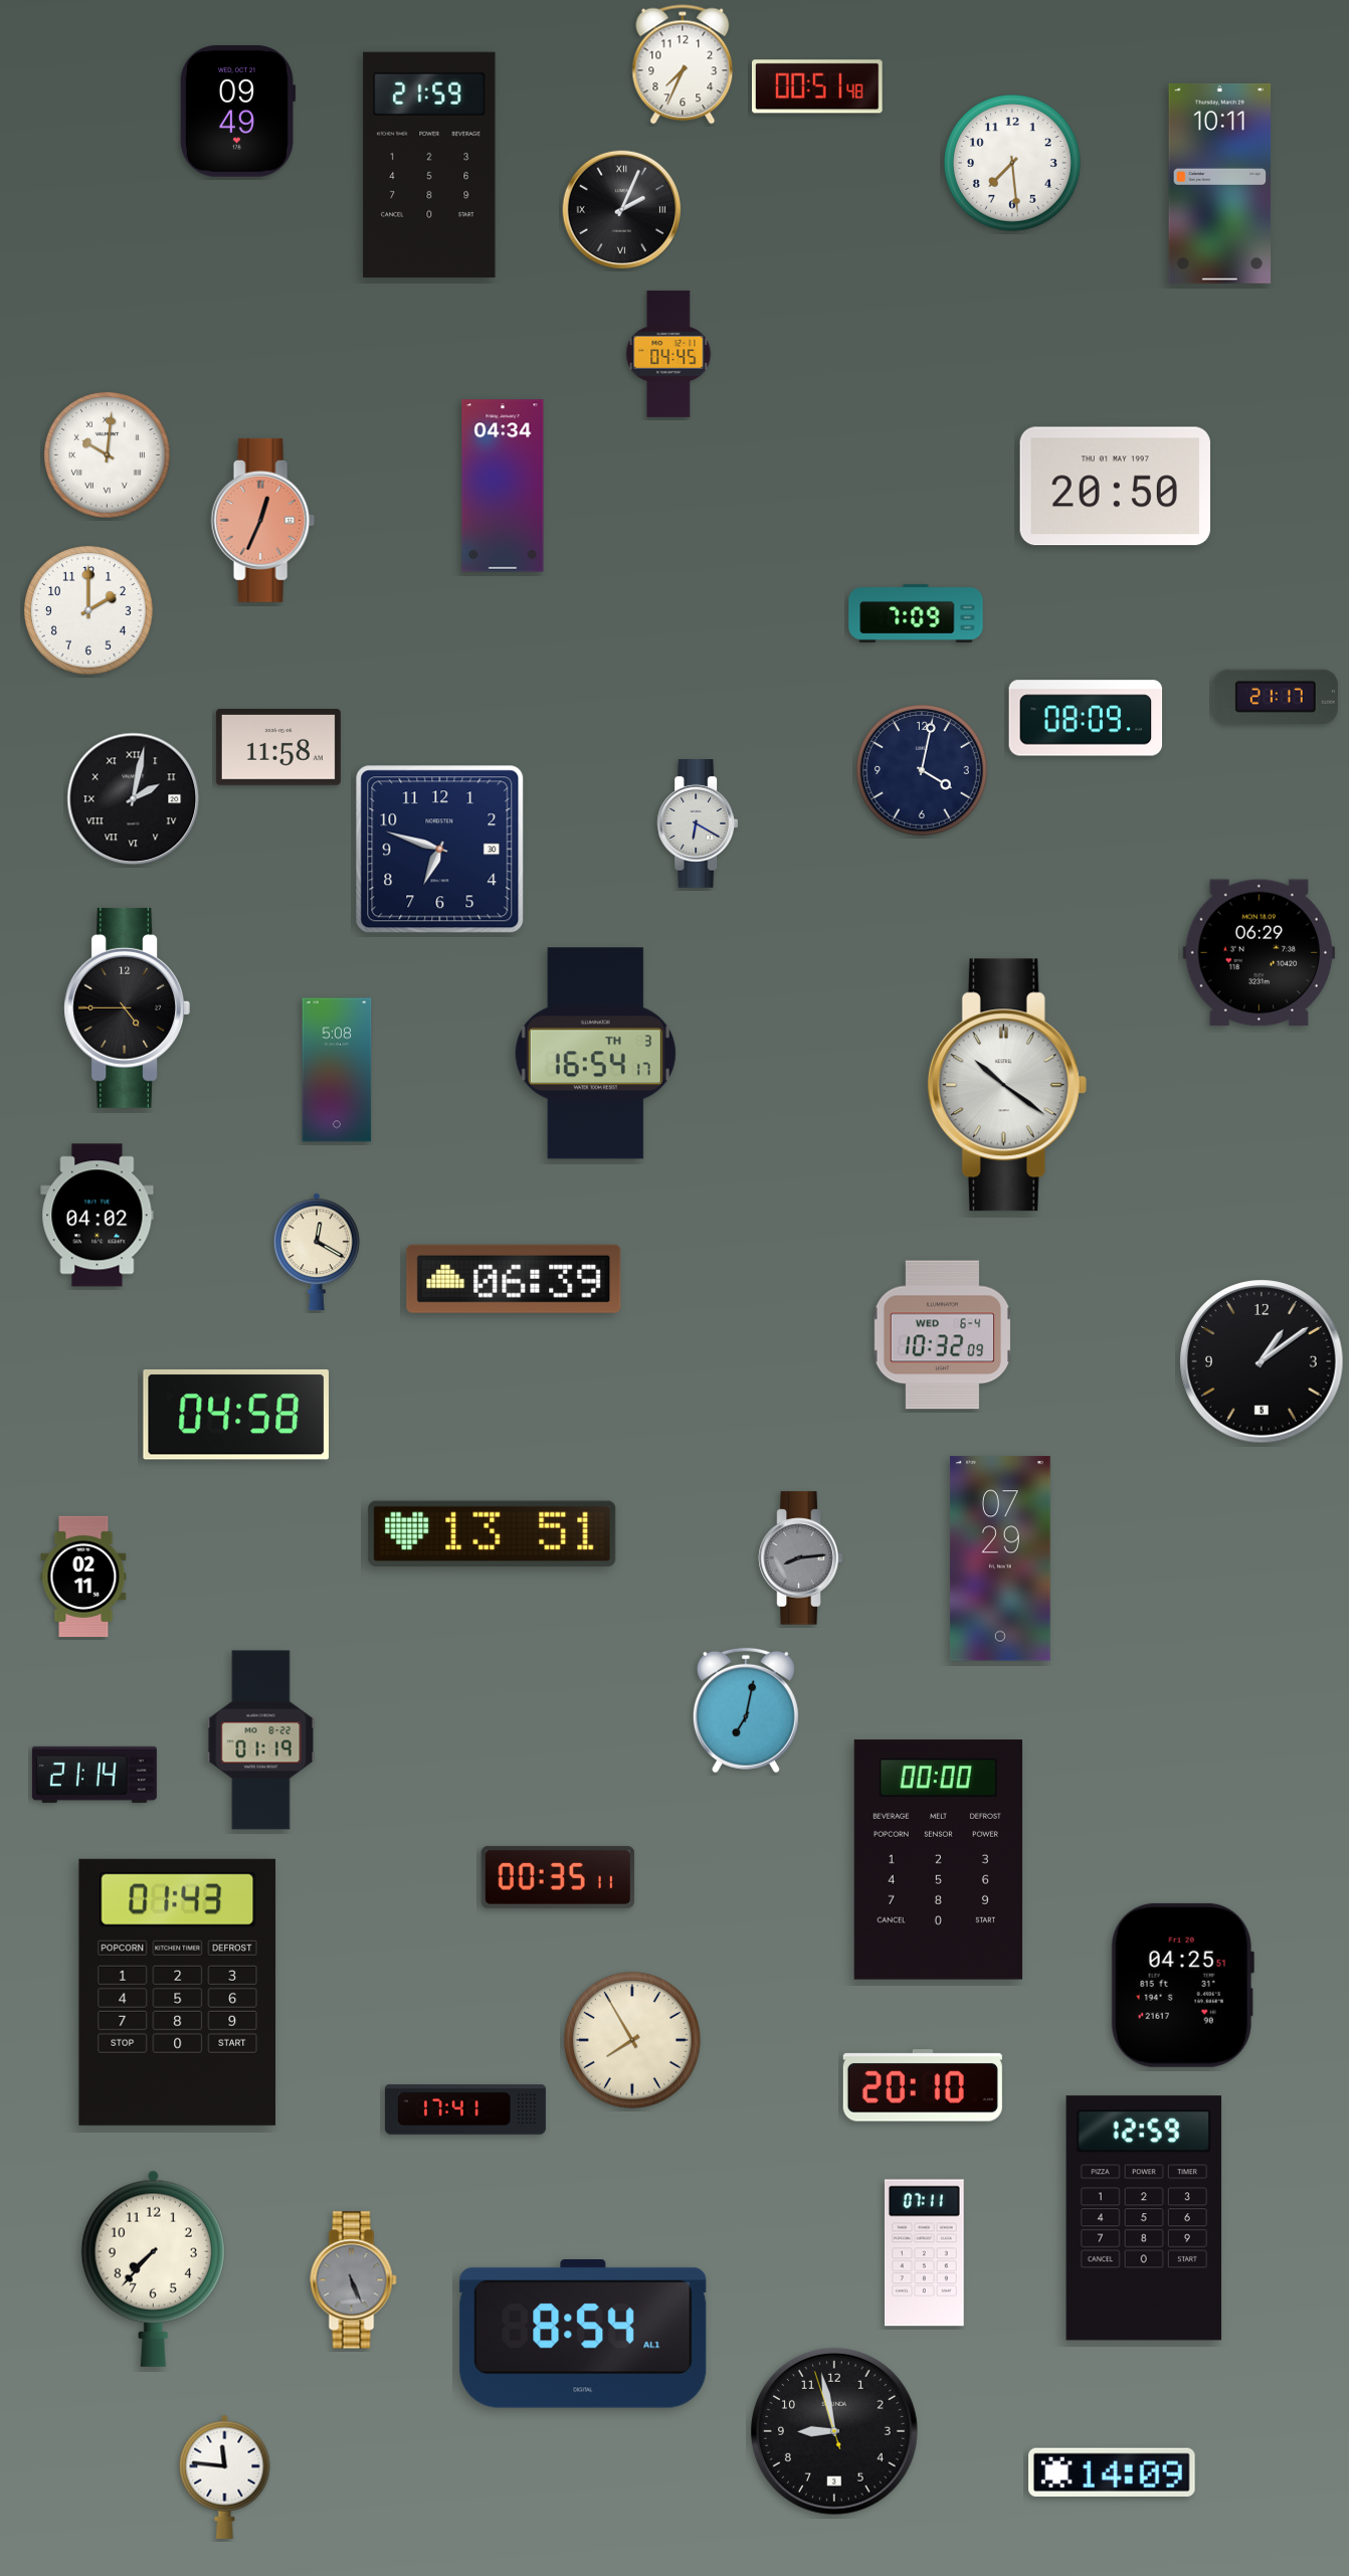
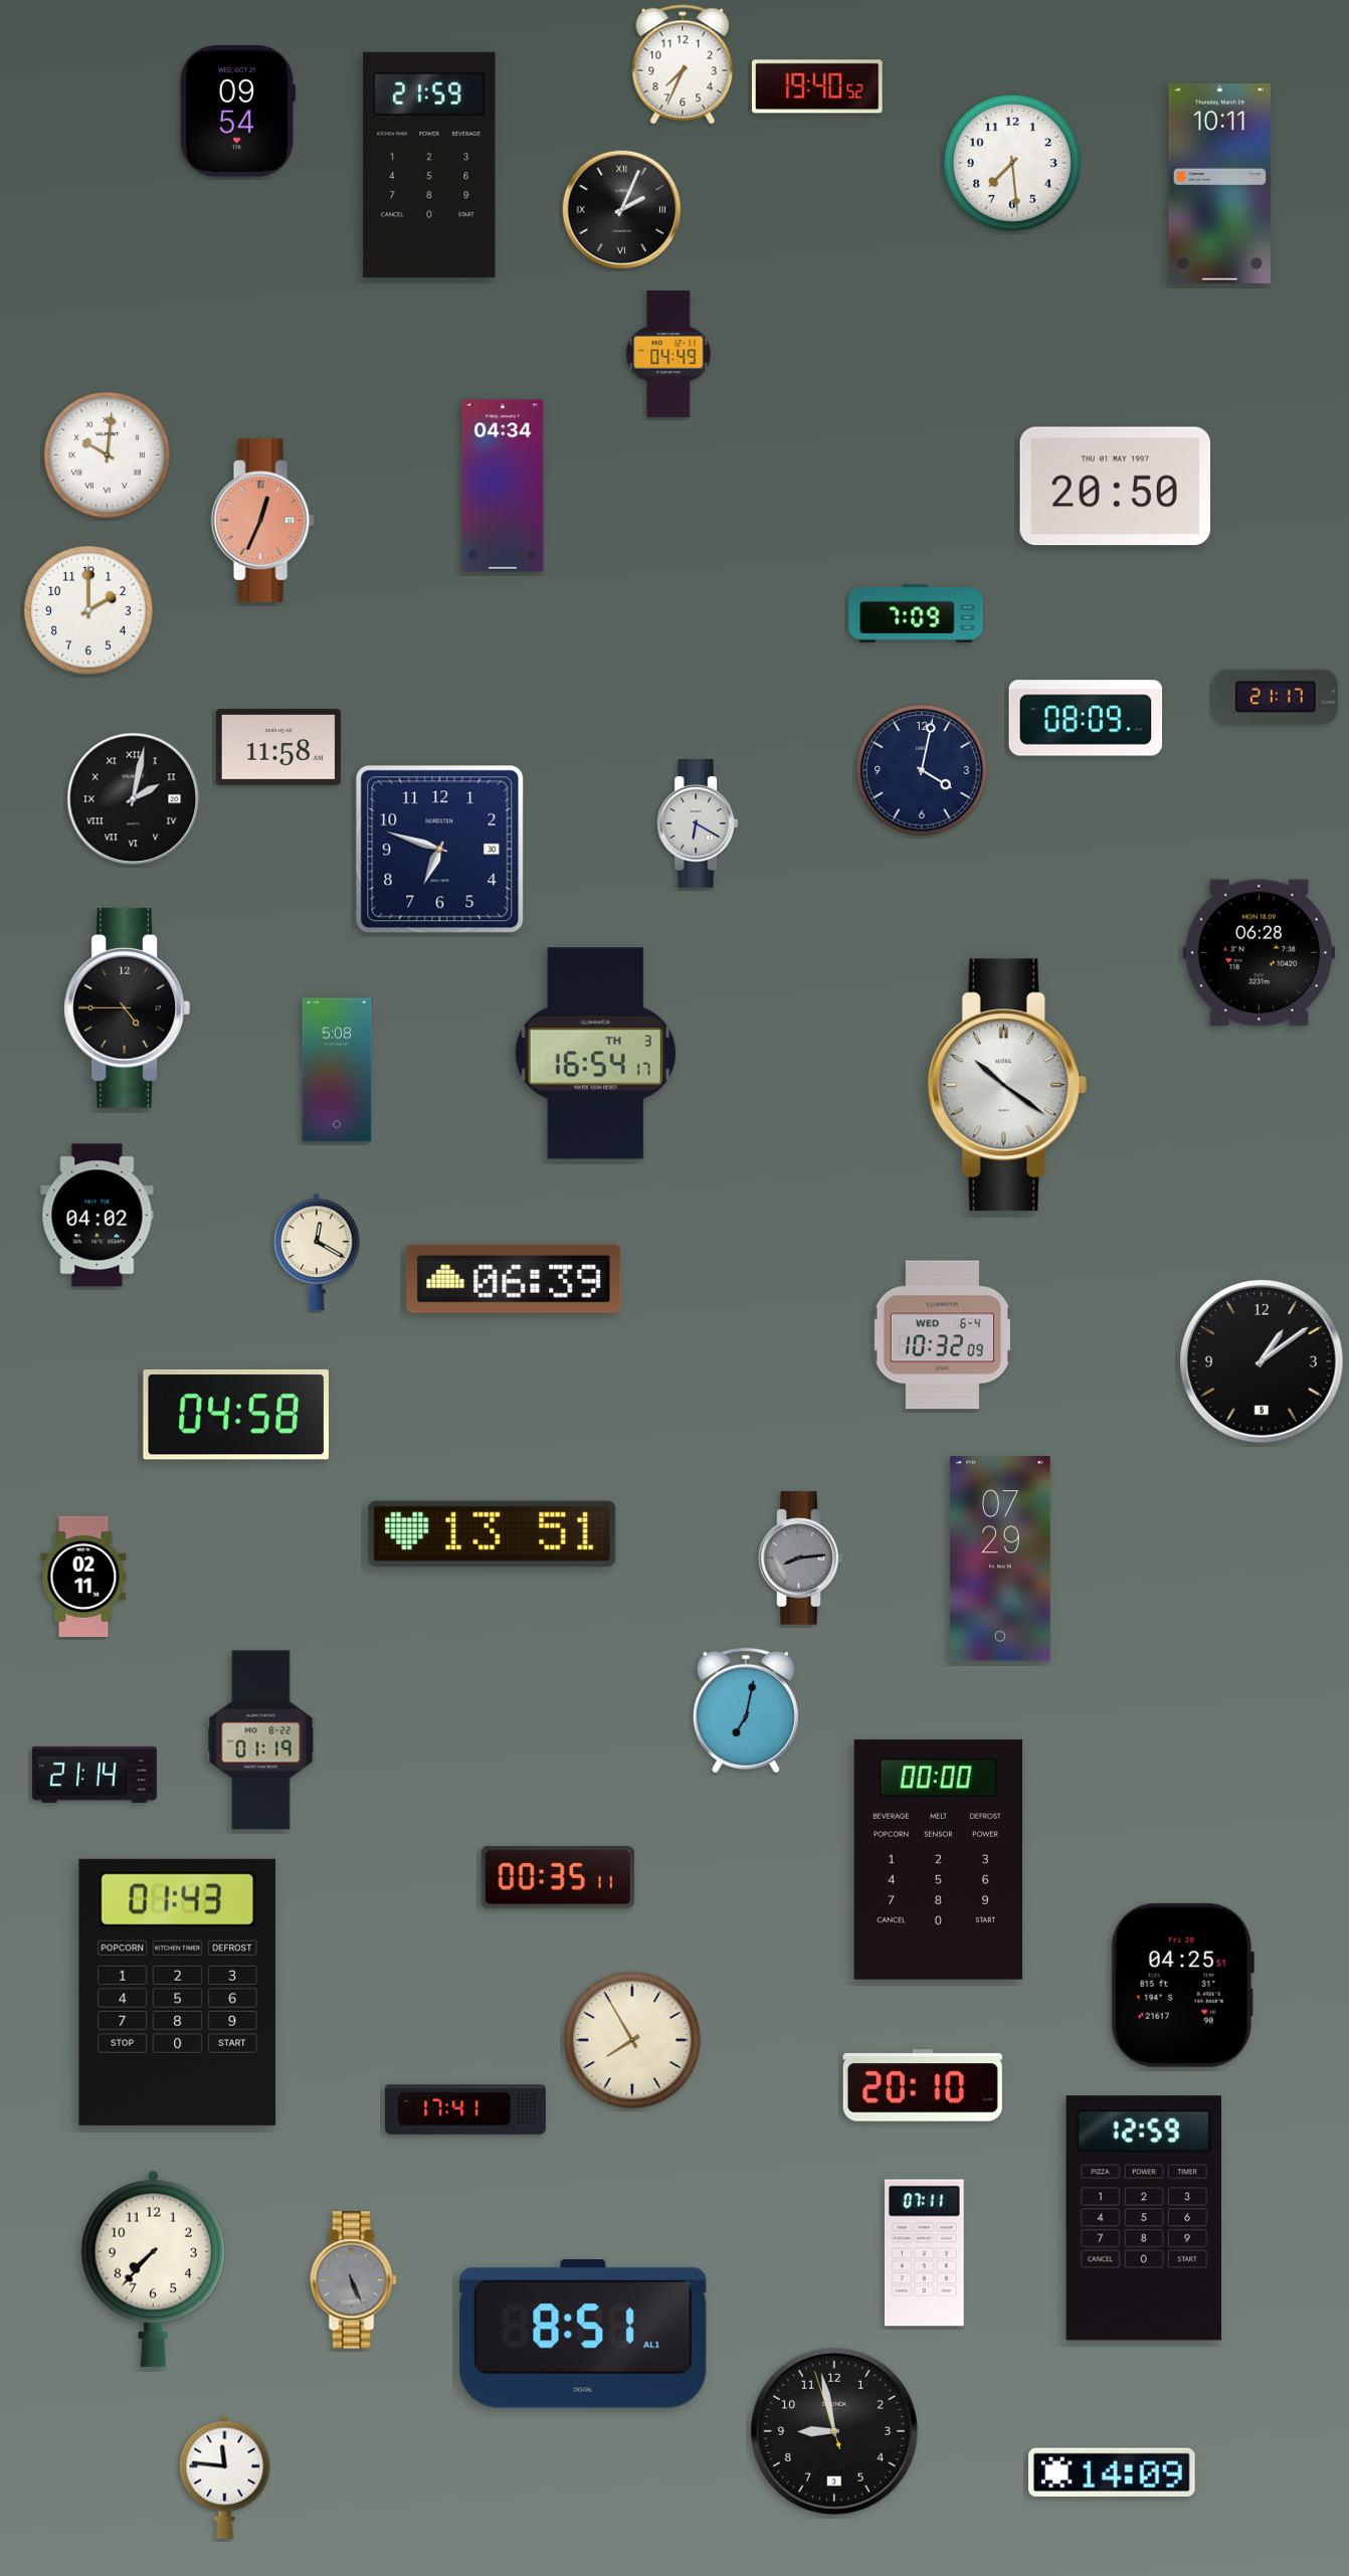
clock at (817, 86): 00:51 -> 19:40
clock at (236, 112): 09:49 -> 09:54
clock at (668, 354): 04:45 -> 04:49
clock at (1260, 953): 06:29 -> 06:28
clock at (583, 2334): 8:54 -> 8:51
